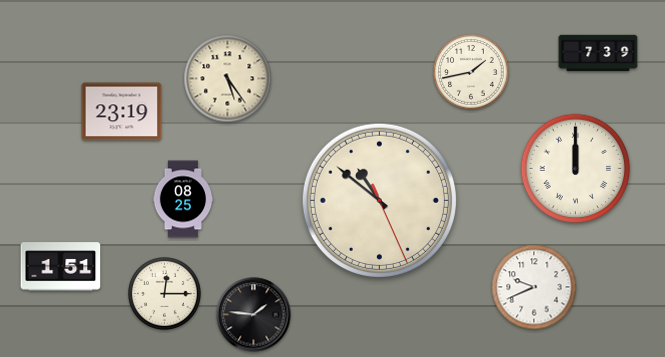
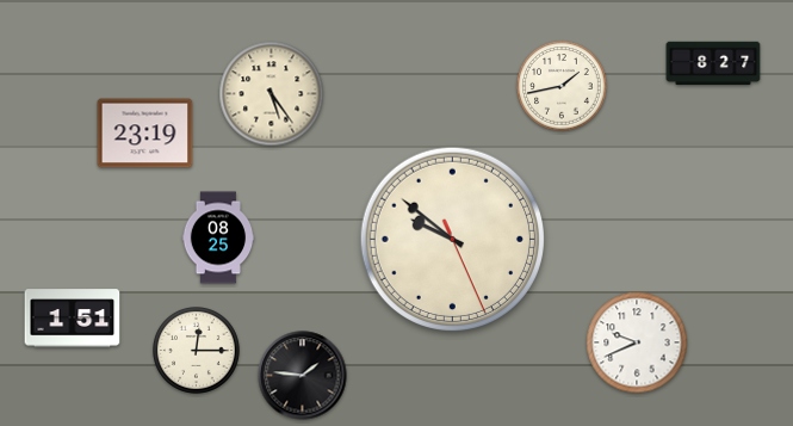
clock at (598, 53): 7:39 -> 8:27
clock at (576, 169): 12:00 -> none
clock at (379, 200): 10:51 -> 9:51
